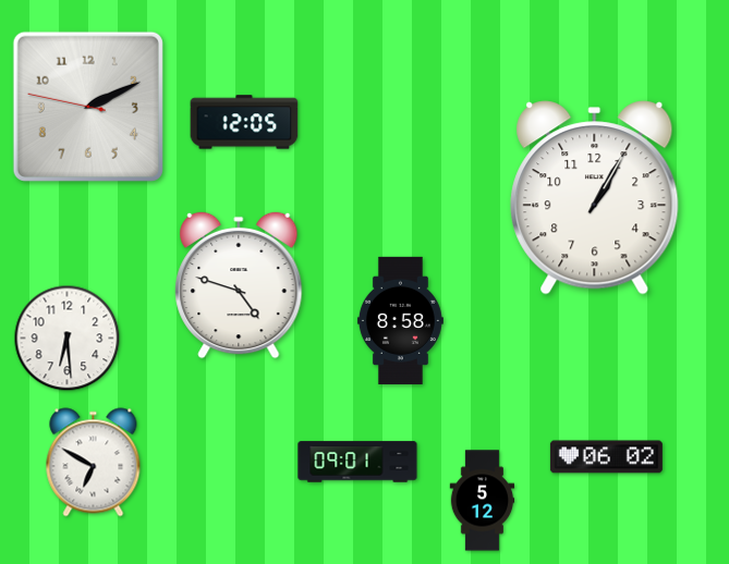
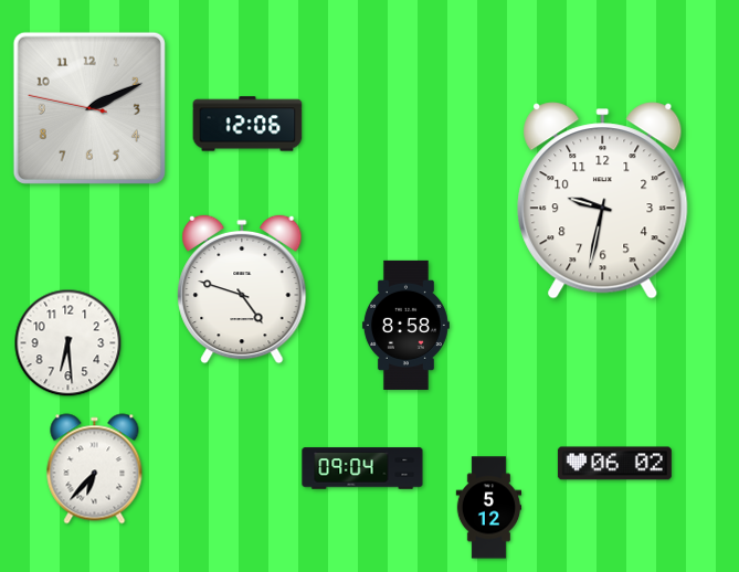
clock at (244, 122): 12:05 -> 12:06
clock at (595, 198): 1:05 -> 9:32
clock at (357, 462): 09:01 -> 09:04
clock at (94, 463): 6:50 -> 6:37
